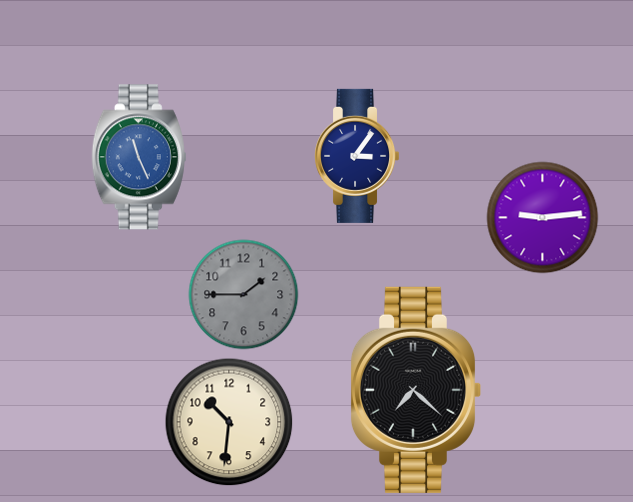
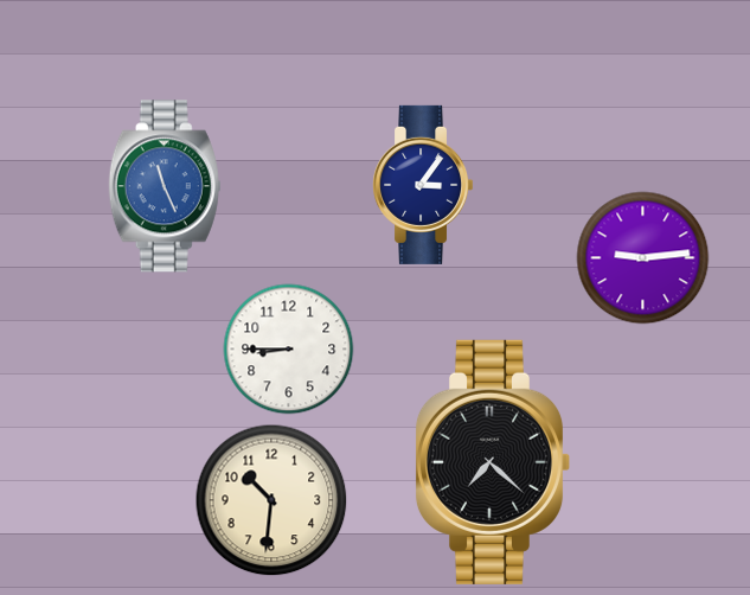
clock at (244, 295): 1:45 -> 8:45
clock at (244, 295) dial: grey -> white
